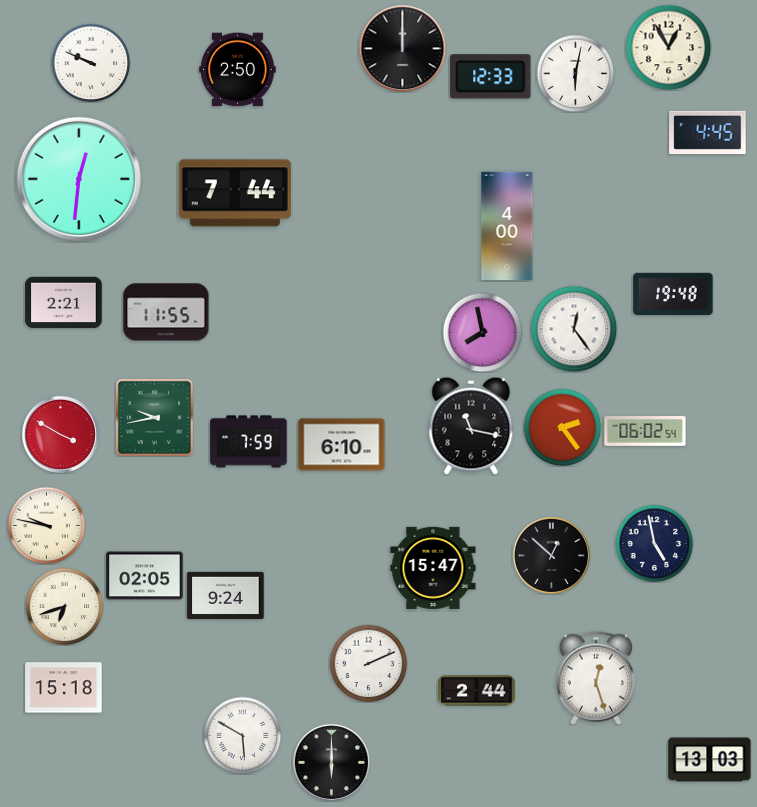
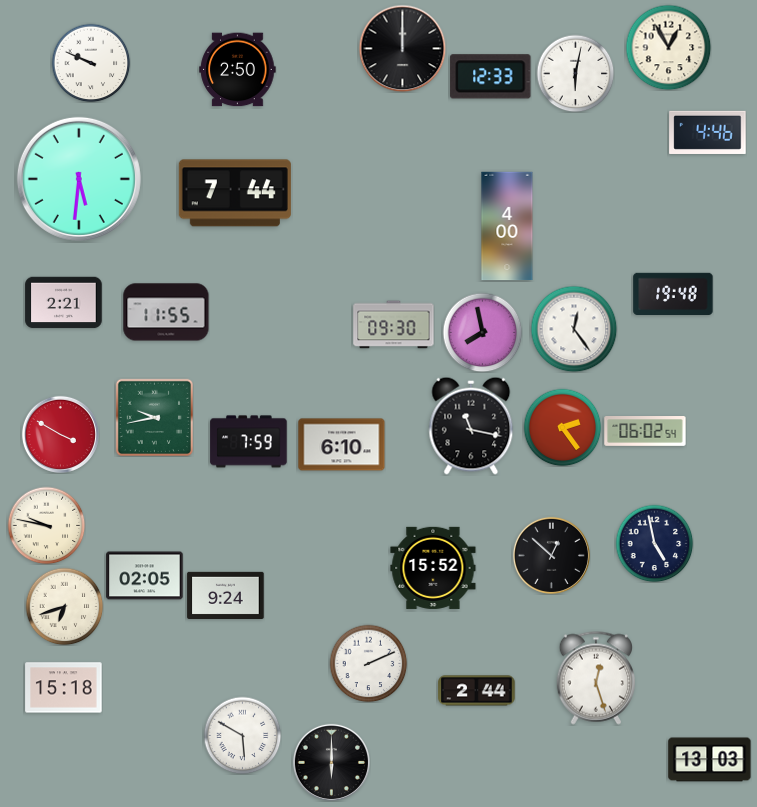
clock at (708, 132): 4:45 -> 4:46
clock at (79, 179): 12:31 -> 5:31
clock at (394, 325): none -> 09:30
clock at (433, 568): 15:47 -> 15:52
